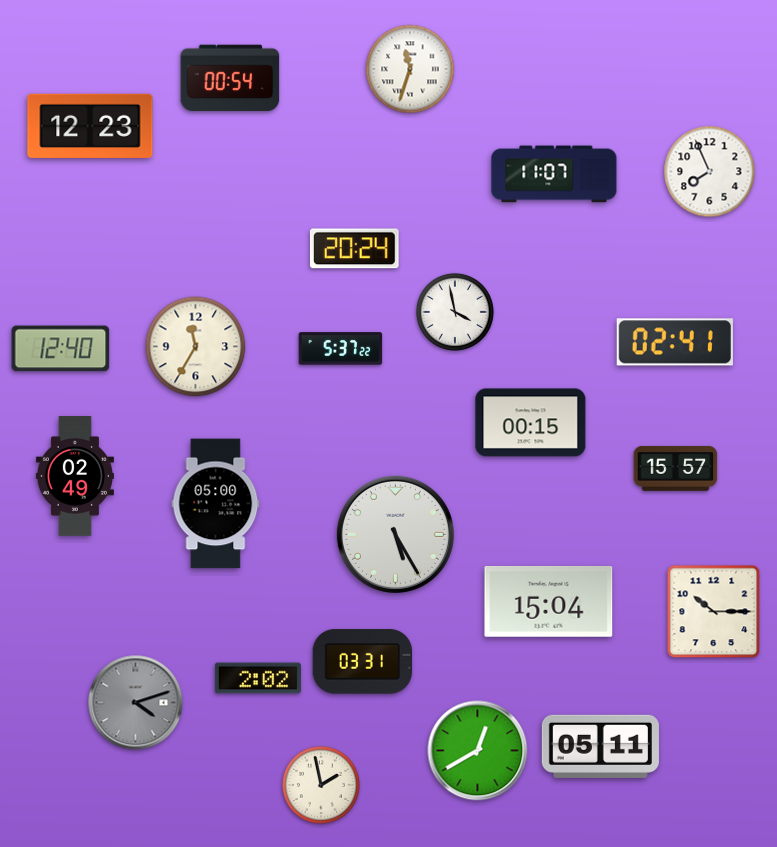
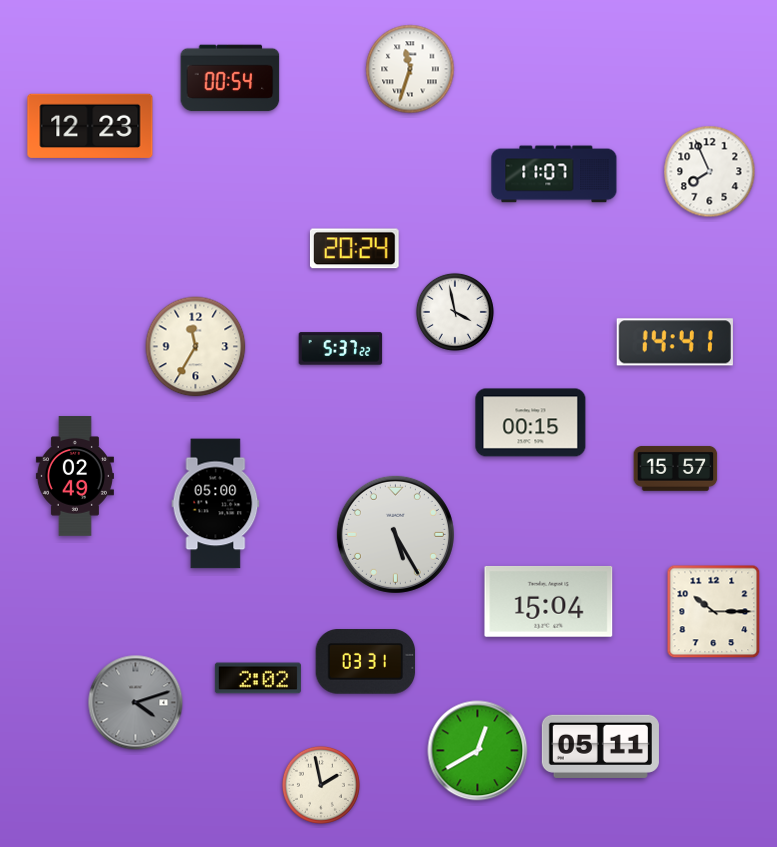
clock at (675, 342): 02:41 -> 14:41
clock at (61, 349): 12:40 -> none
clock at (363, 662) position: (363, 662) -> (366, 662)
